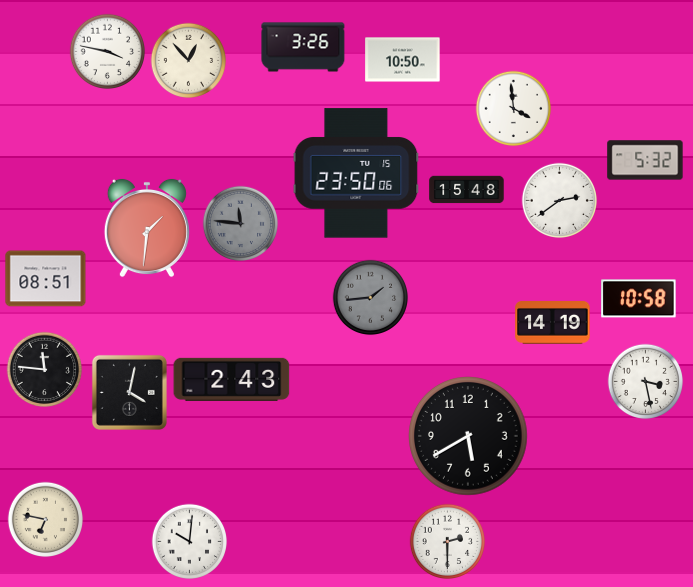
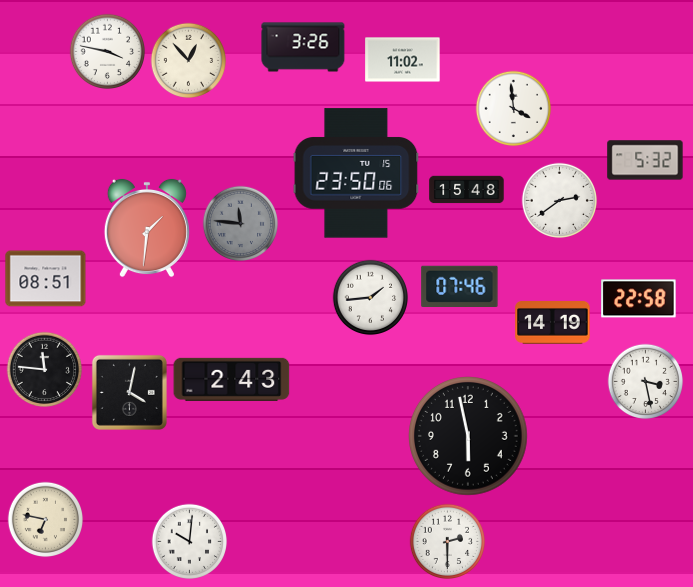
clock at (403, 60): 10:50 -> 11:02
clock at (460, 286): none -> 07:46
clock at (371, 298) dial: grey -> white
clock at (639, 299): 10:58 -> 22:58
clock at (469, 437): 5:40 -> 5:58
